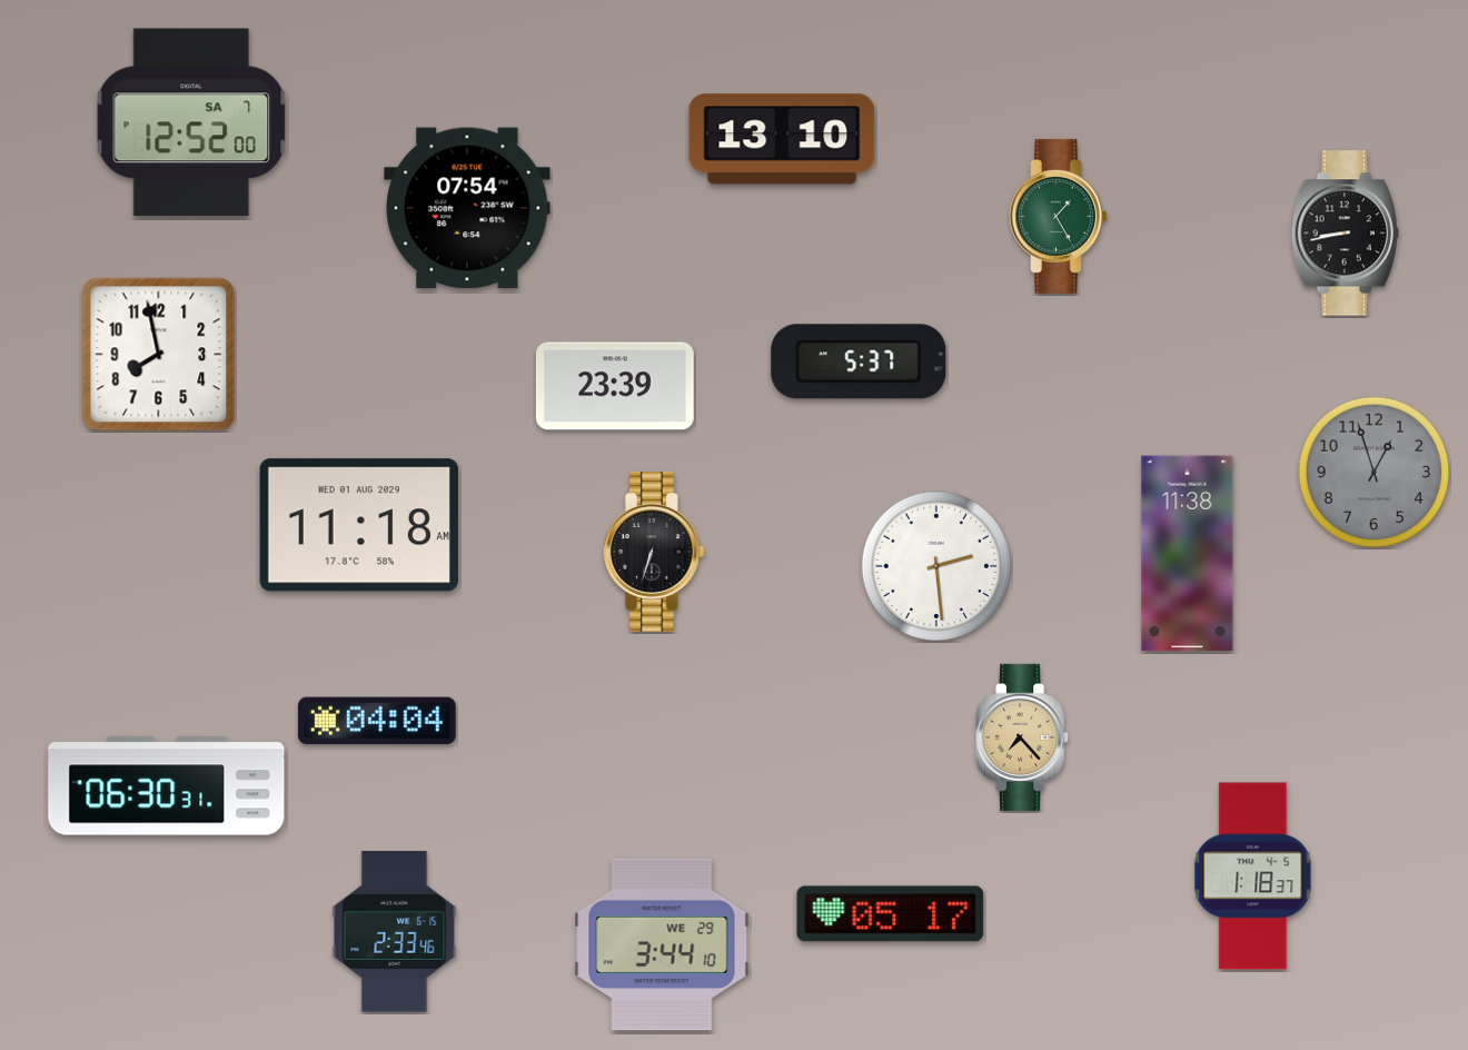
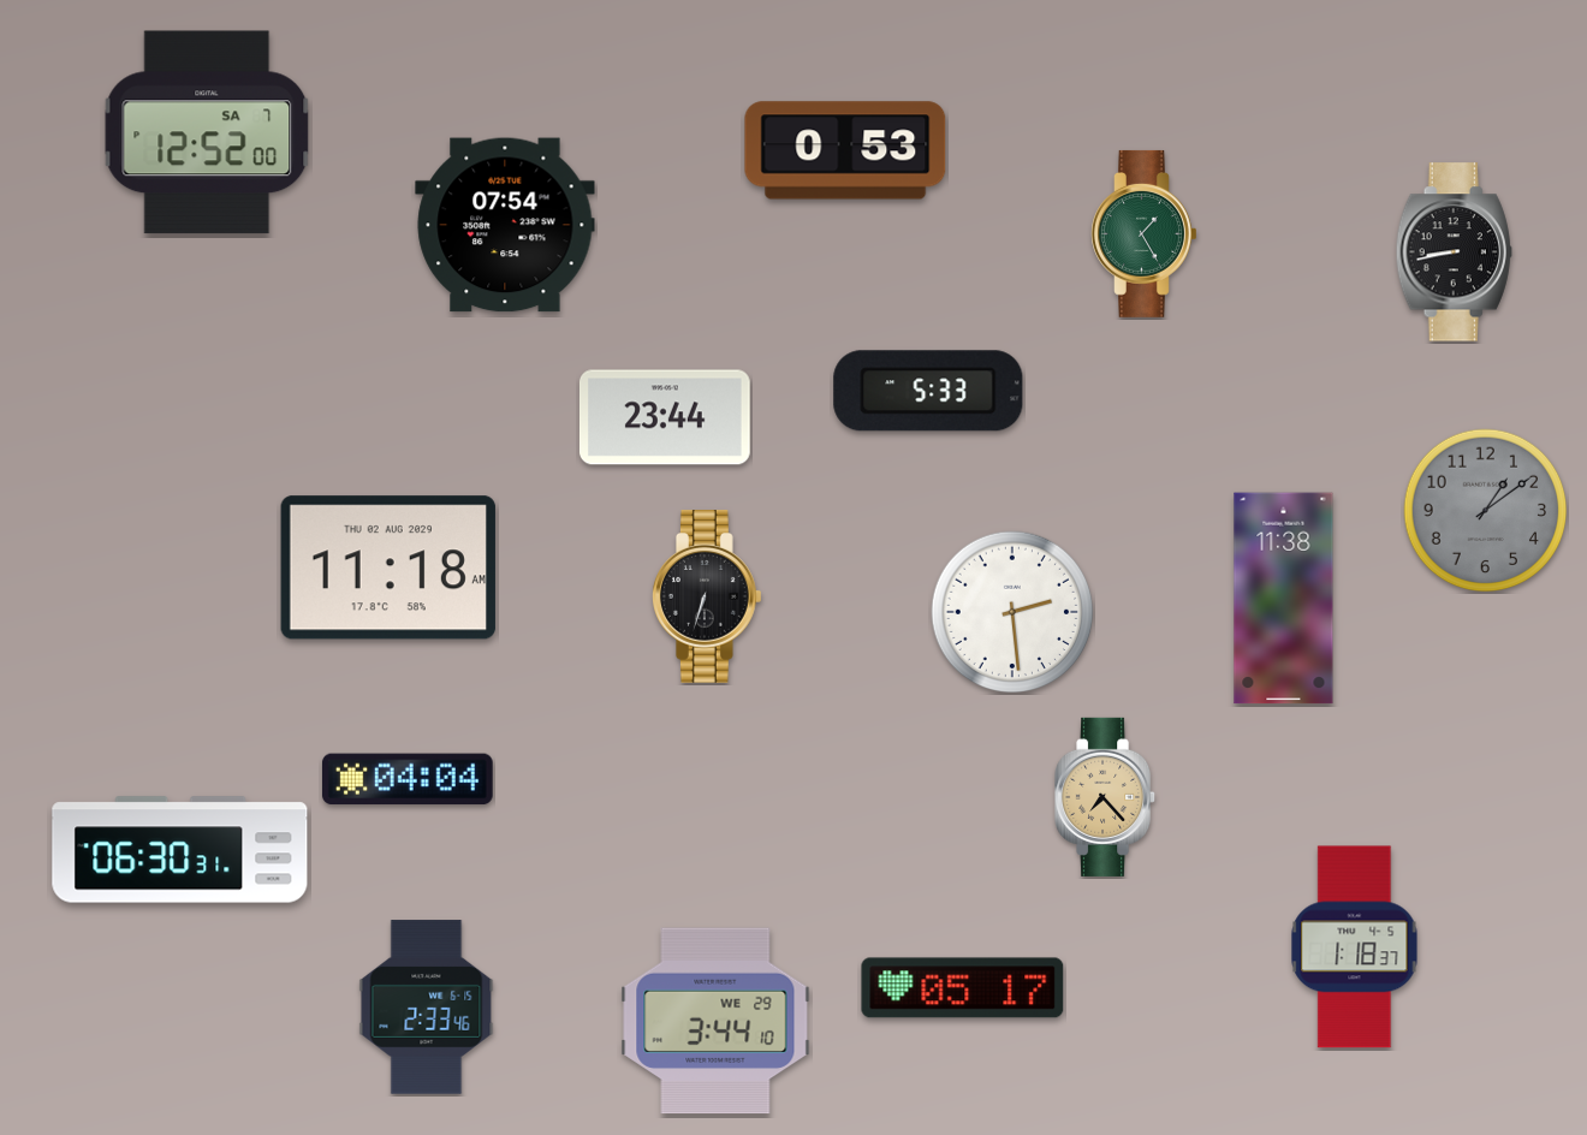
clock at (782, 139): 13:10 -> 0:53
clock at (159, 355): 7:58 -> none
clock at (859, 361): 5:37 -> 5:33
clock at (615, 386): 23:39 -> 23:44
clock at (1375, 473): 12:57 -> 1:09
clock at (359, 525) date: WED 01 AUG 2029 -> THU 02 AUG 2029
